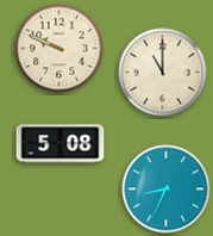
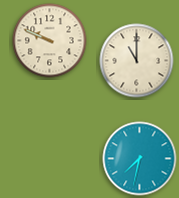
clock at (61, 144): 5:08 -> none
clock at (167, 190): 8:34 -> 7:32
